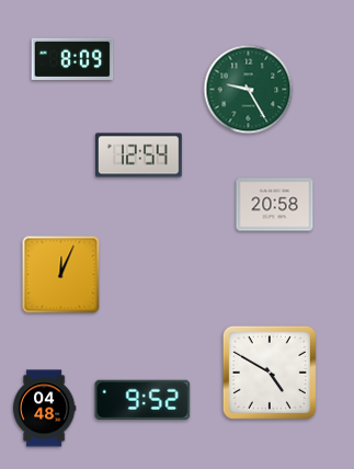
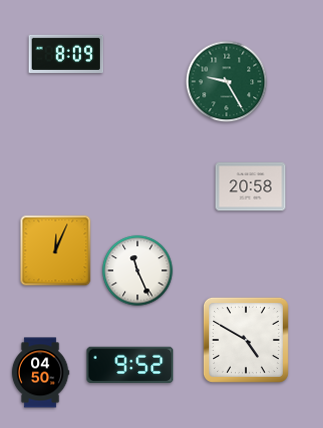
clock at (139, 156): 12:54 -> none
clock at (138, 271): none -> 11:26
clock at (44, 409): 04:48 -> 04:50
